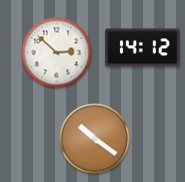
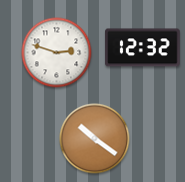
clock at (143, 48): 14:12 -> 12:32
clock at (57, 53): 2:52 -> 2:48
